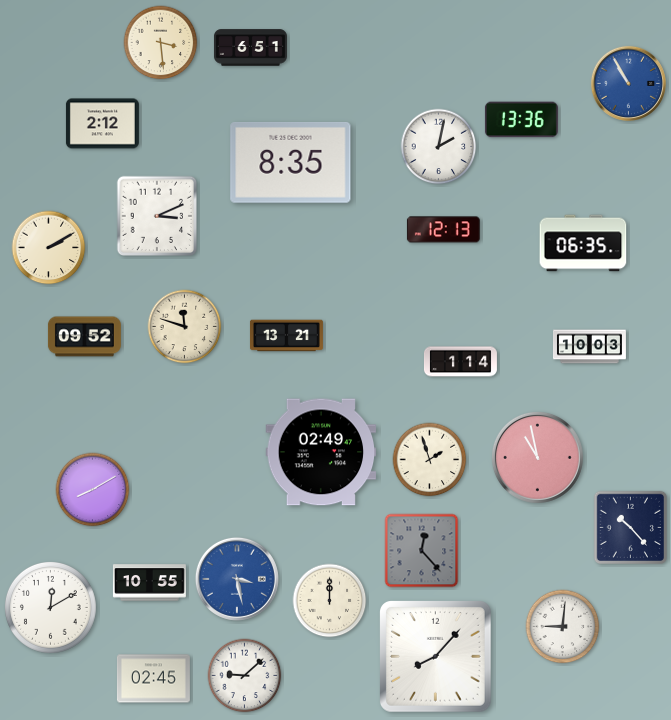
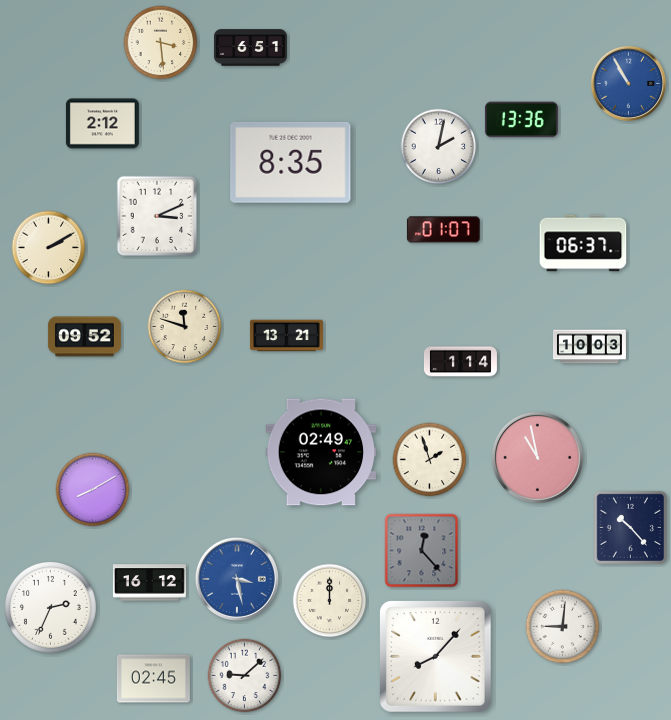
clock at (443, 230): 12:13 -> 01:07
clock at (583, 243): 06:35 -> 06:37
clock at (149, 583): 10:55 -> 16:12
clock at (50, 607): 12:10 -> 2:34
